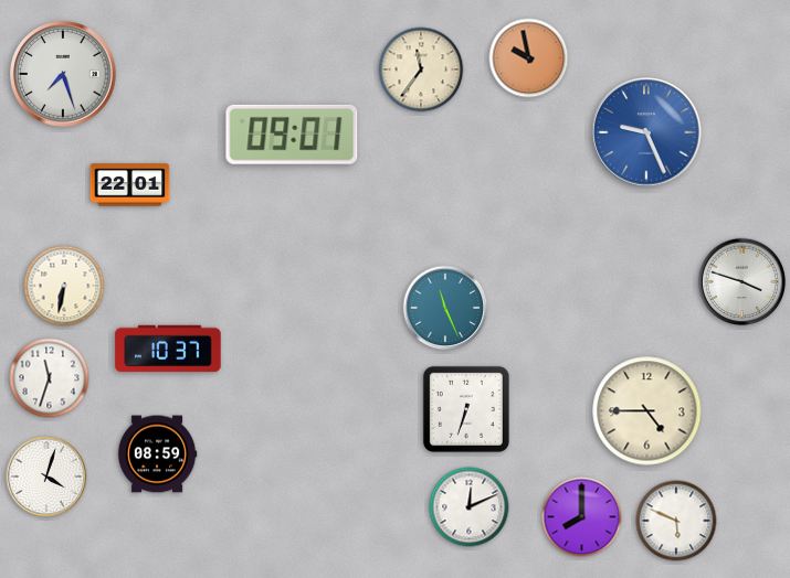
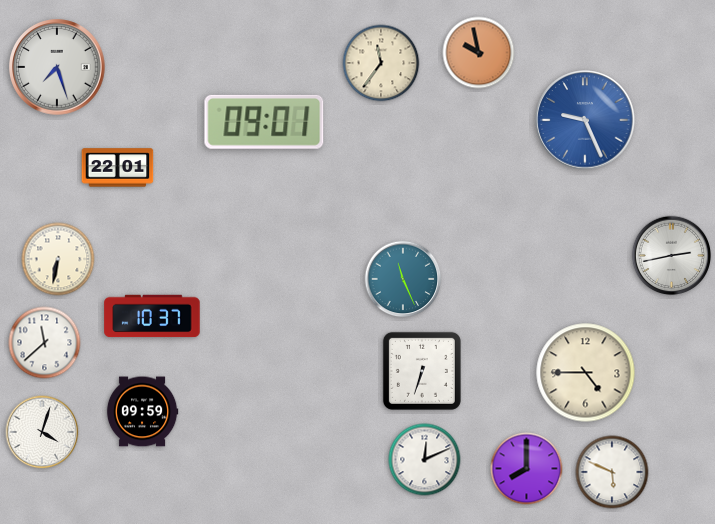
clock at (742, 282): 3:48 -> 2:43
clock at (50, 378): 11:33 -> 11:38
clock at (157, 454): 08:59 -> 09:59
